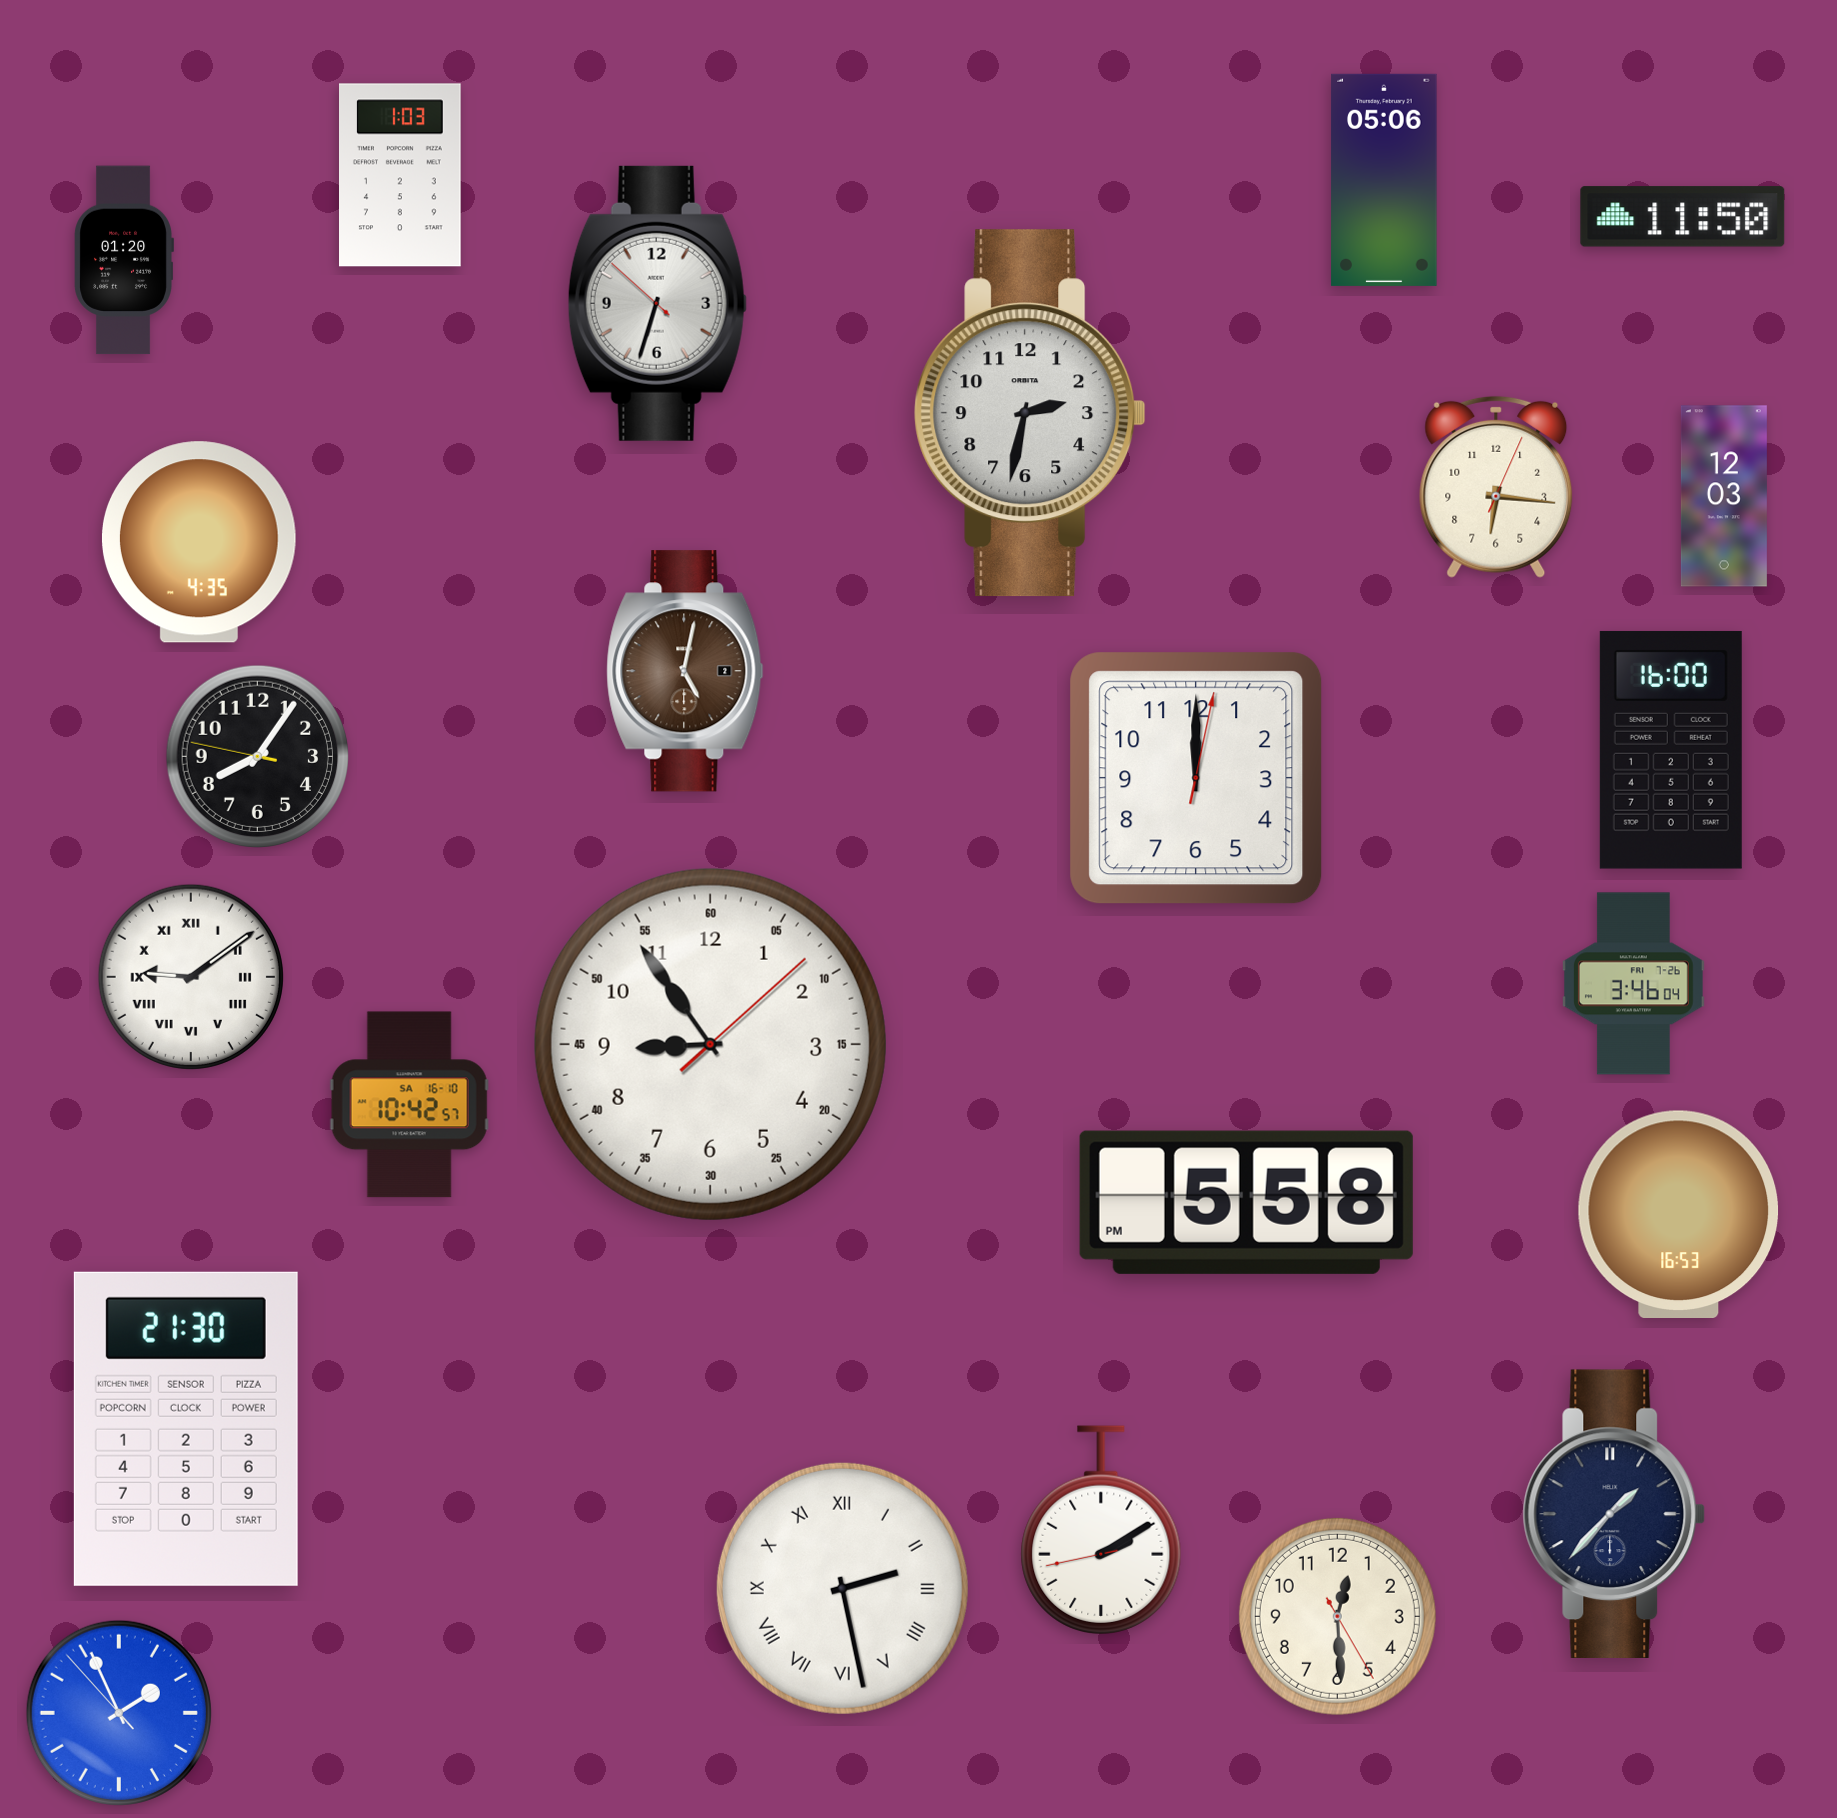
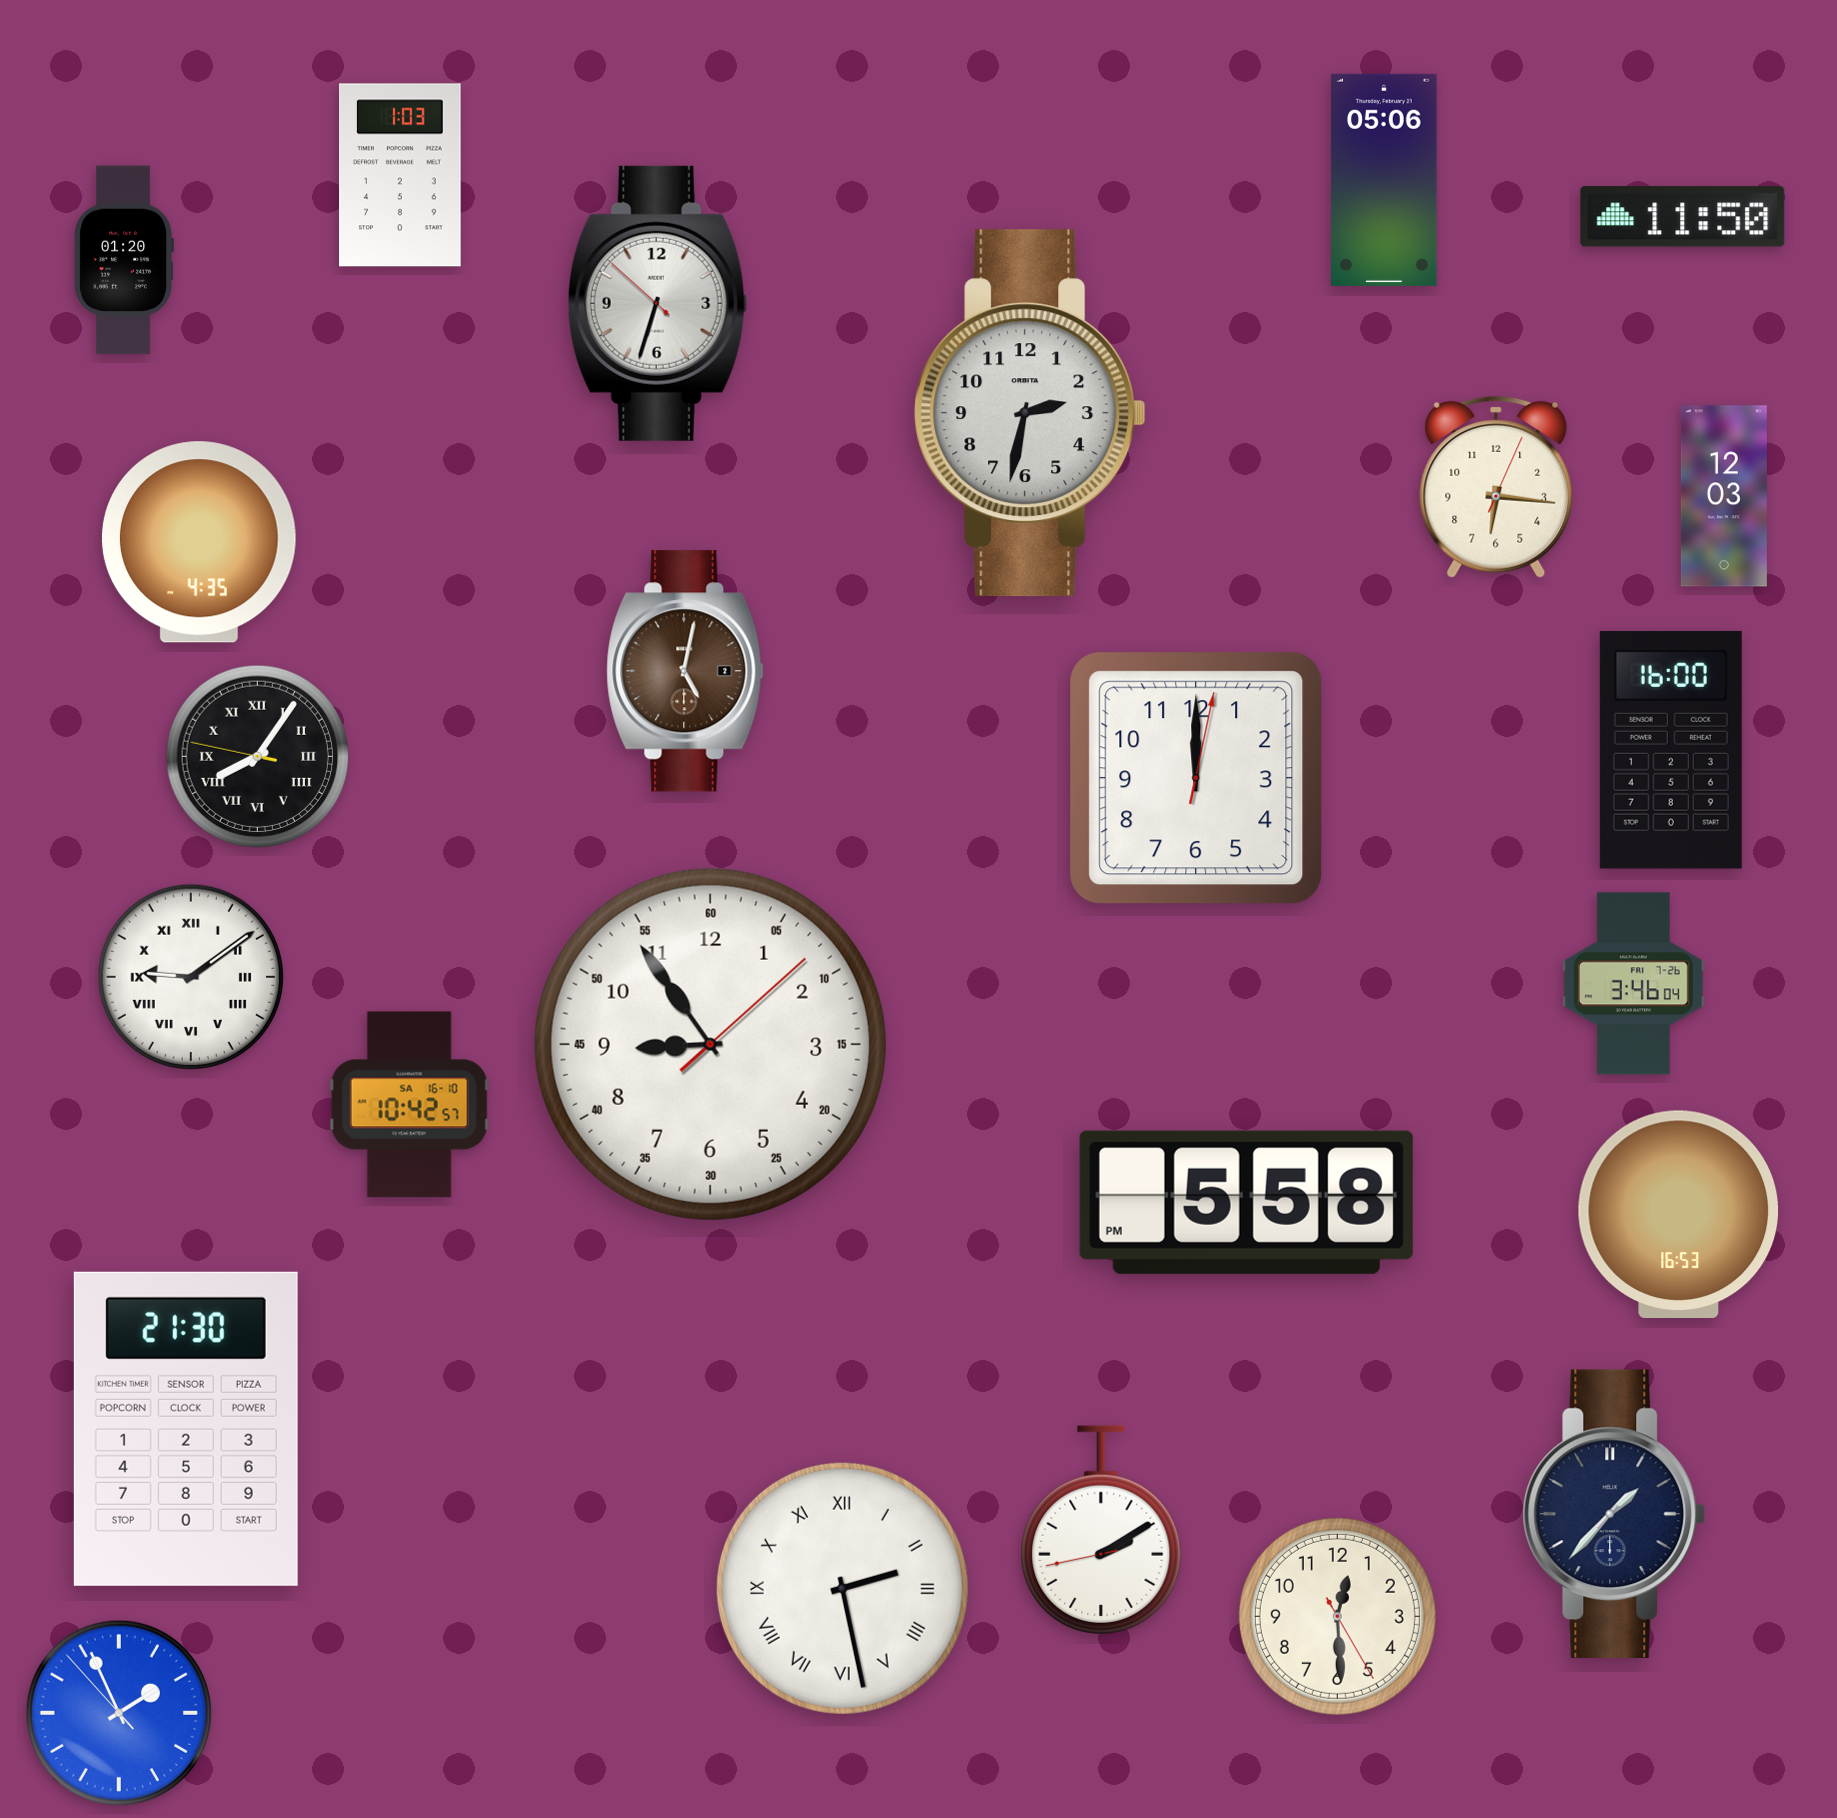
clock at (257, 756) numerals: Arabic -> Roman
